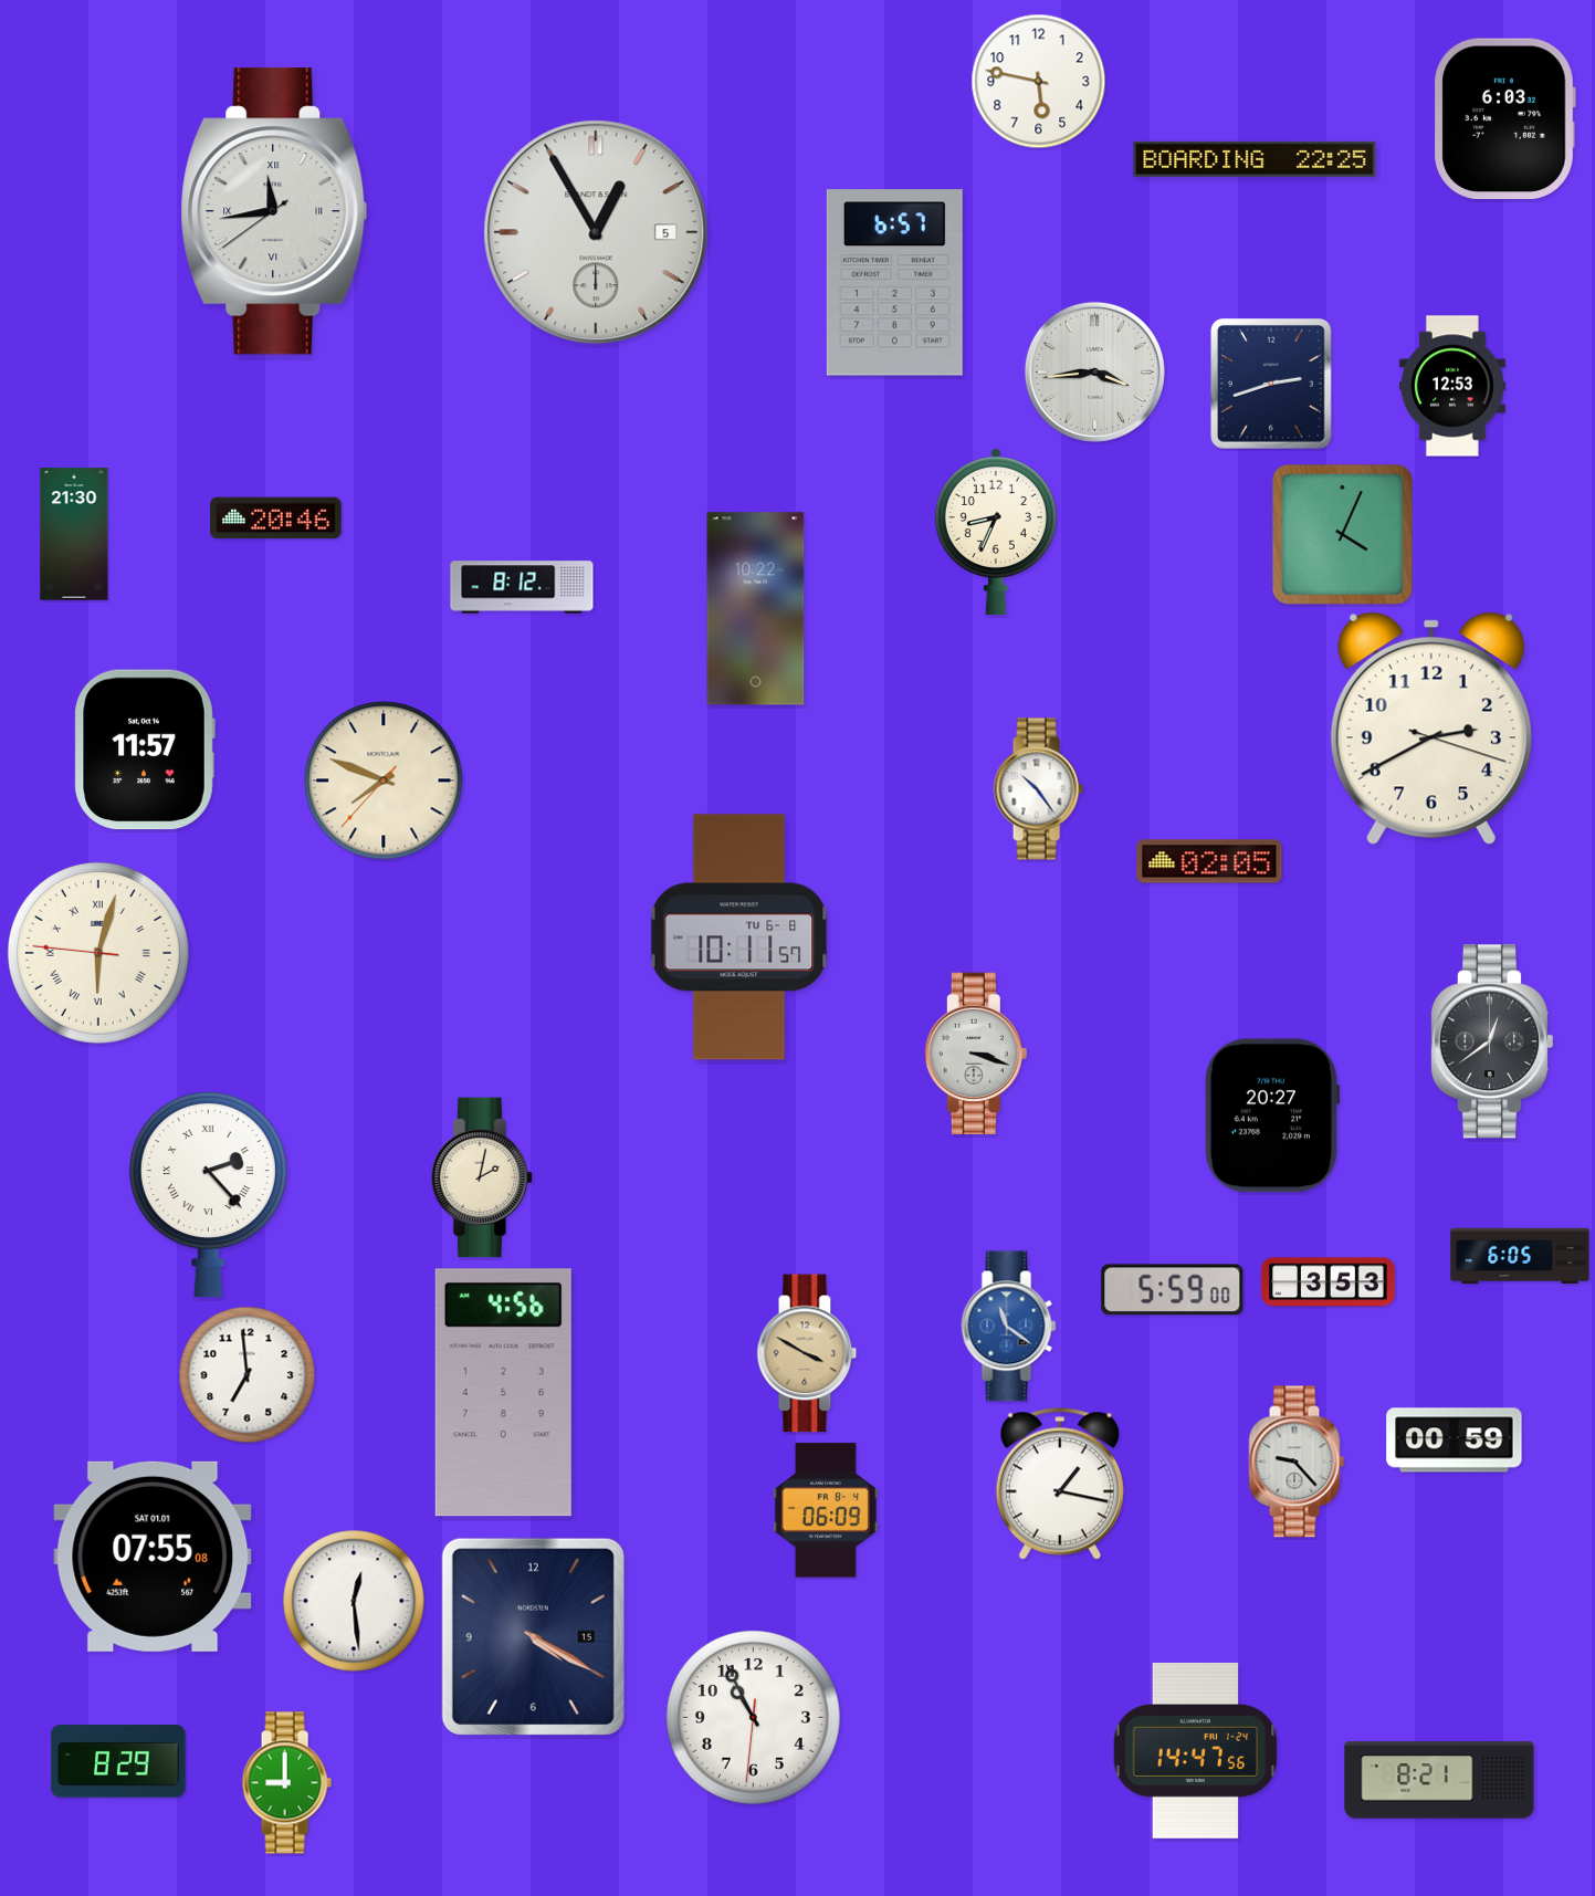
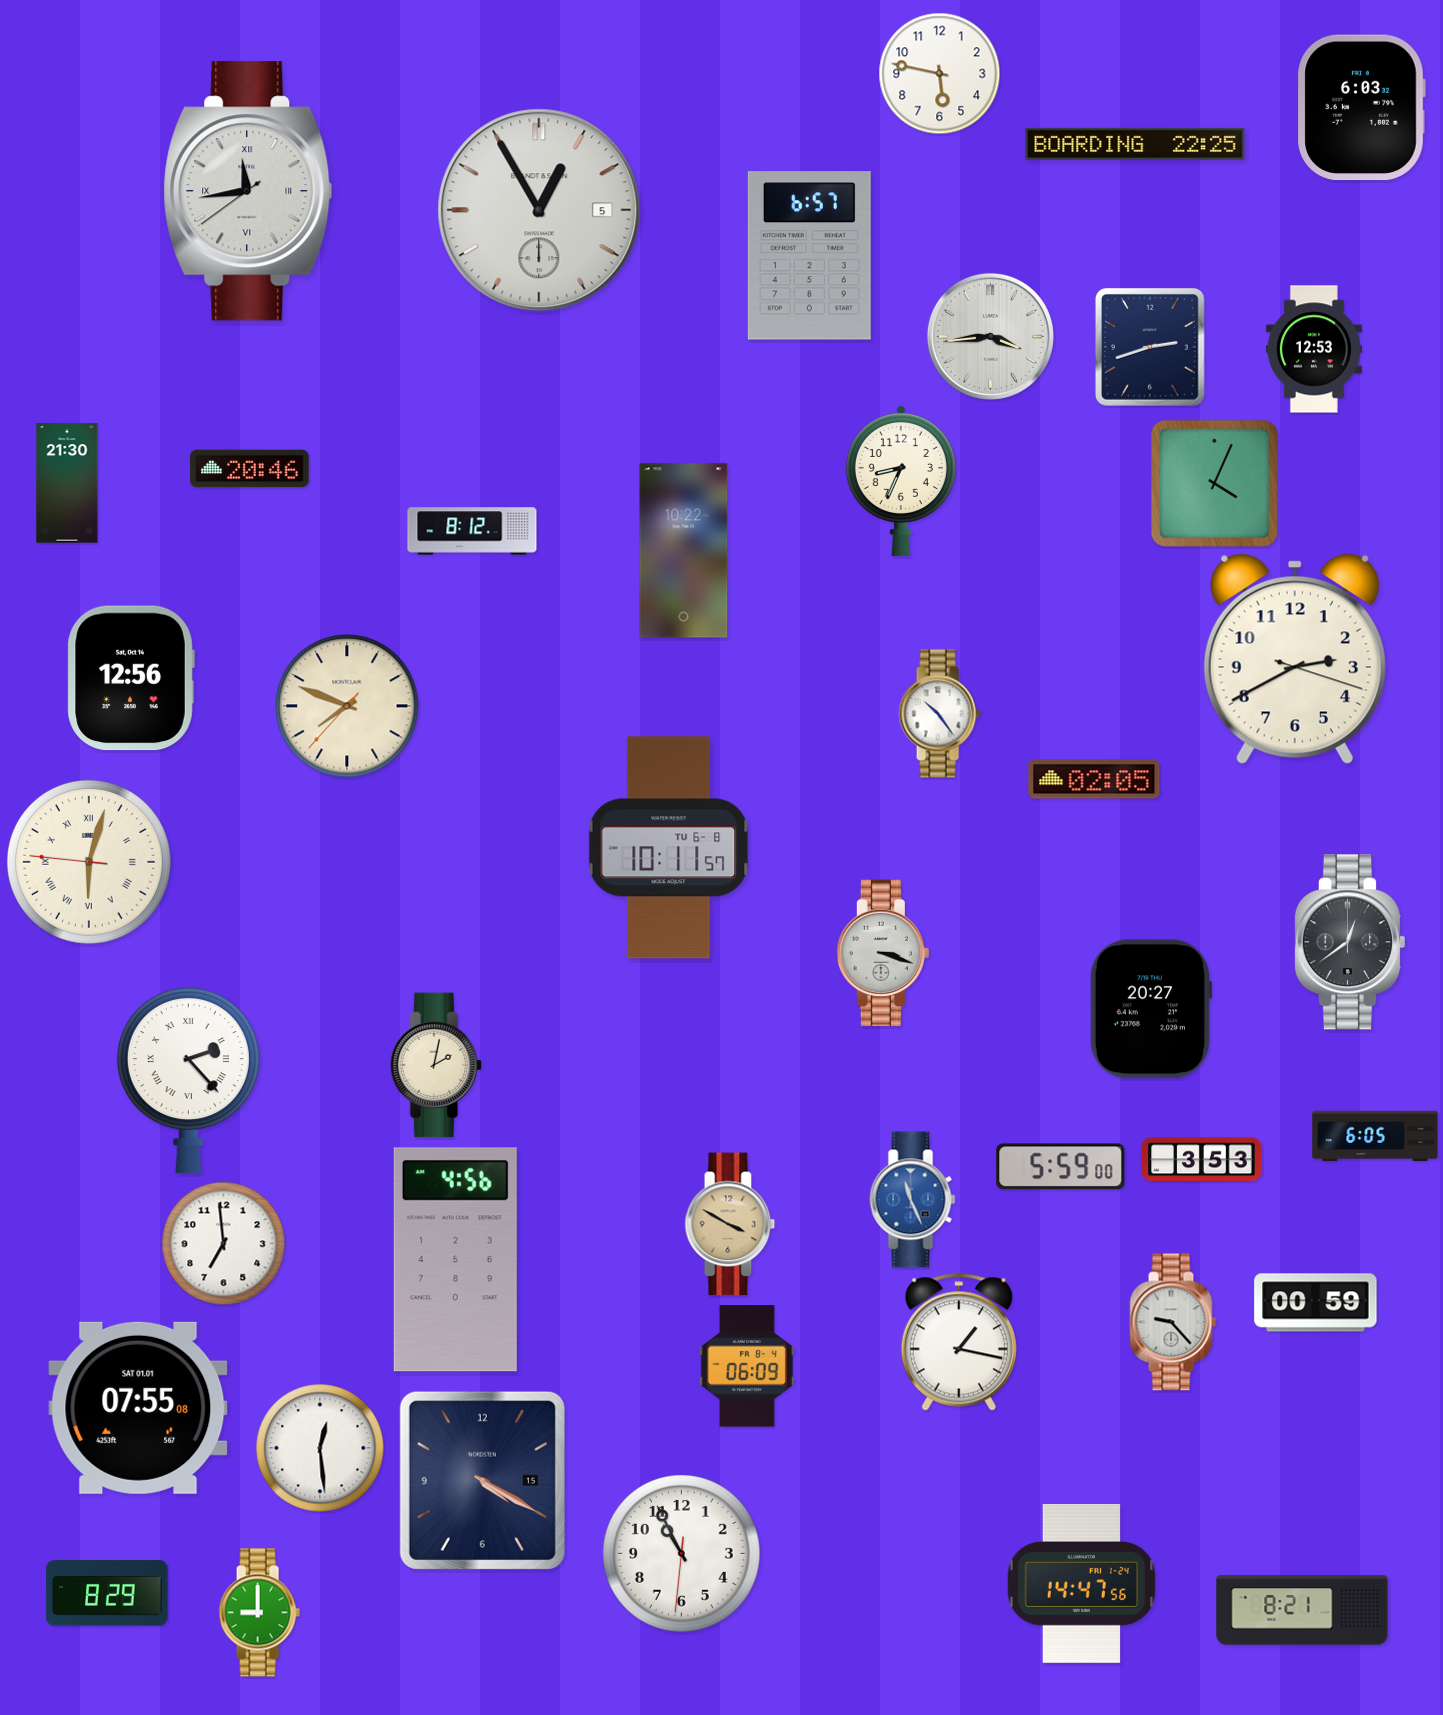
clock at (145, 750): 11:57 -> 12:56
clock at (1009, 1327): 11:21 -> 11:26
